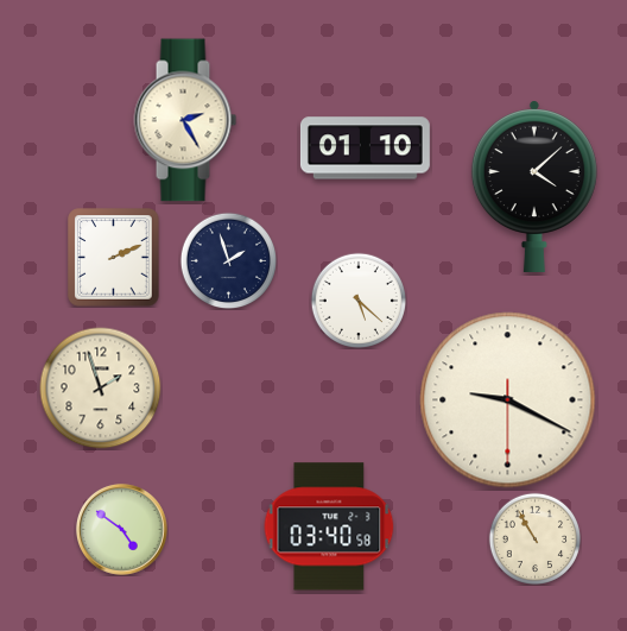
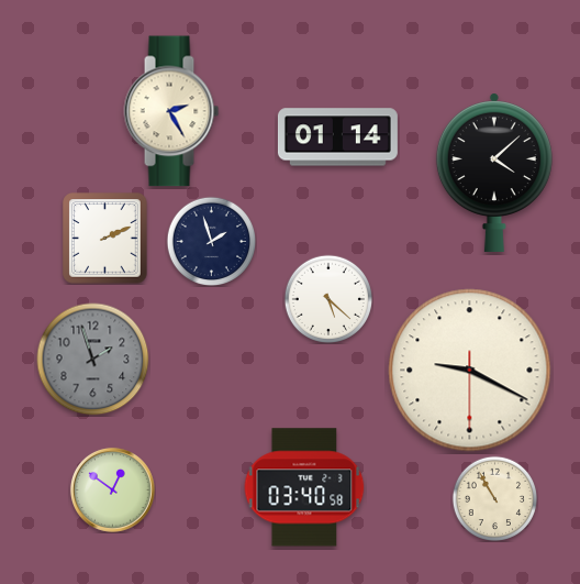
clock at (365, 149): 01:10 -> 01:14
clock at (359, 301) position: (359, 301) -> (328, 299)
clock at (101, 389) dial: cream -> grey
clock at (121, 529): 4:51 -> 12:51
